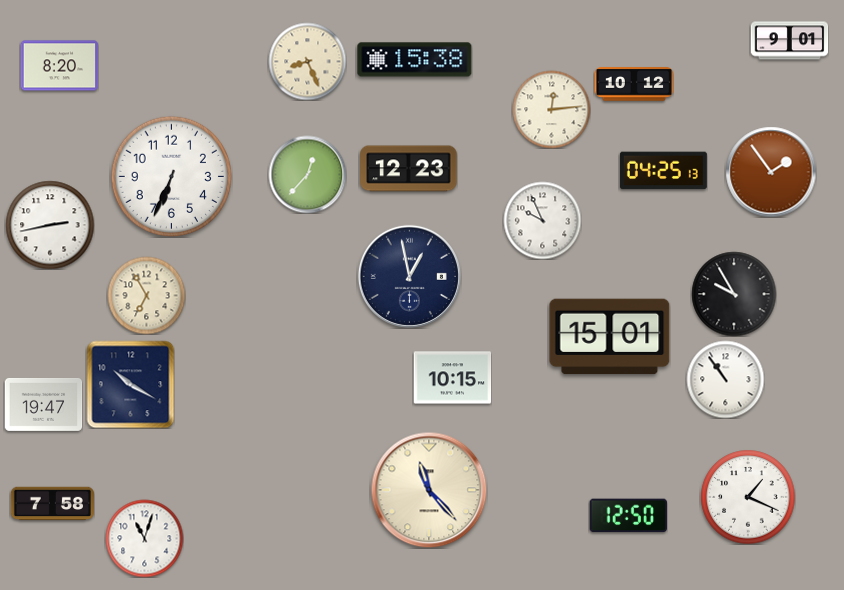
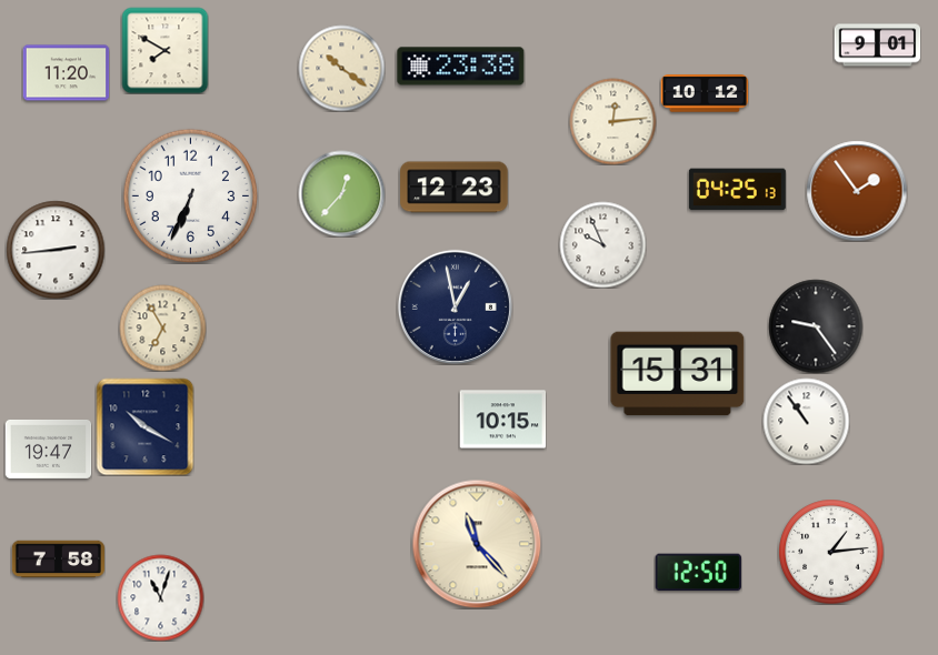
clock at (164, 50): none -> 7:50
clock at (415, 60): 15:38 -> 23:38
clock at (307, 61): 8:26 -> 10:21
clock at (59, 66): 8:20 -> 11:20
clock at (50, 225): 2:43 -> 2:44
clock at (734, 294): 9:55 -> 9:24
clock at (610, 337): 15:01 -> 15:31
clock at (748, 497): 1:19 -> 1:14
